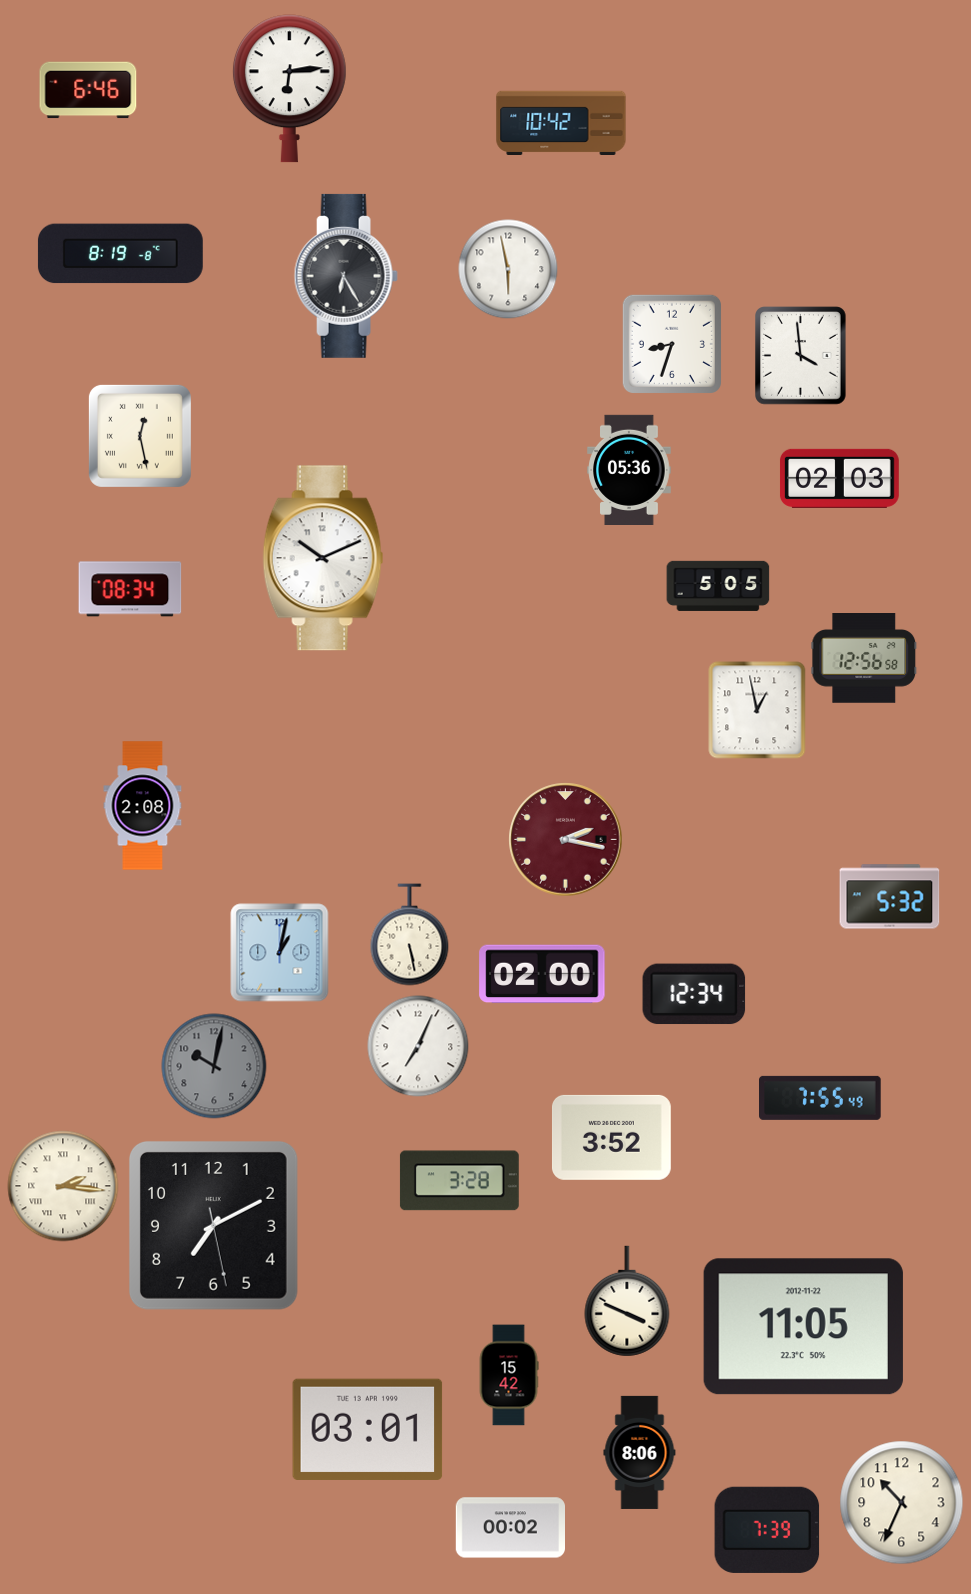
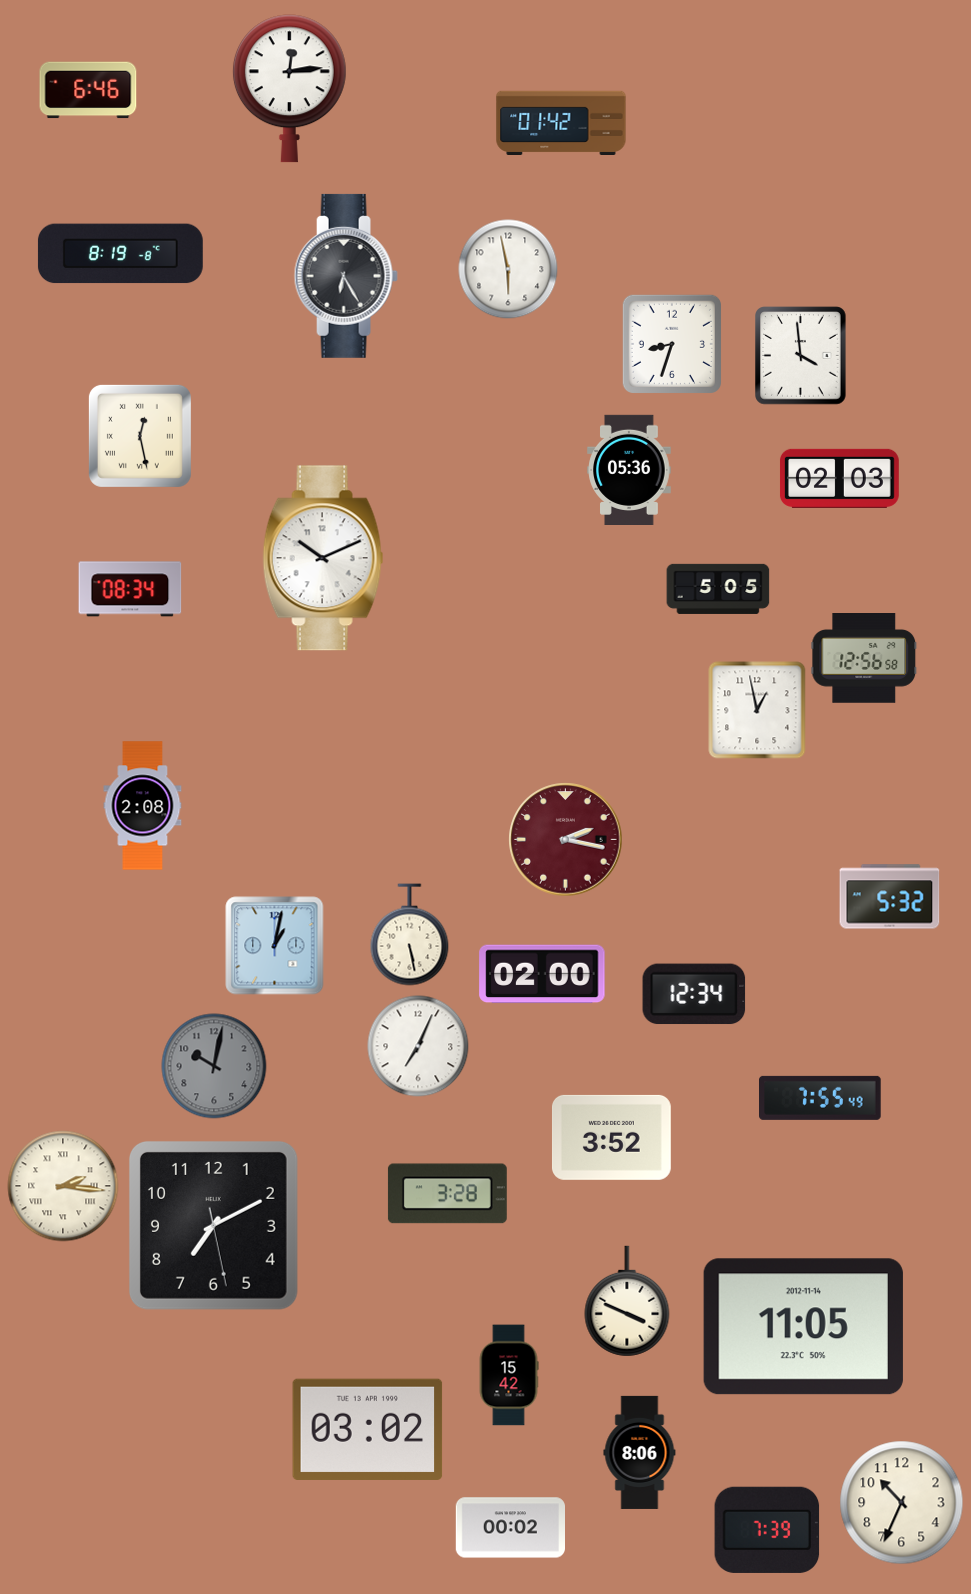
clock at (289, 89): 6:14 -> 12:14
clock at (561, 122): 10:42 -> 01:42
clock at (718, 586) position: (718, 586) -> (718, 589)
clock at (280, 953) position: (280, 953) -> (275, 946)
clock at (459, 1181) position: (459, 1181) -> (447, 1194)
clock at (803, 1327) date: 2012-11-22 -> 2012-11-14
clock at (368, 1429): 03:01 -> 03:02
